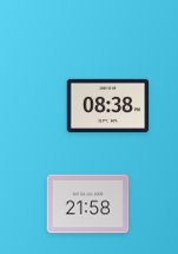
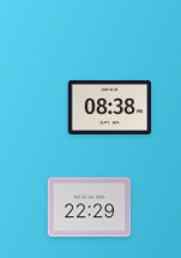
clock at (88, 204): 21:58 -> 22:29
